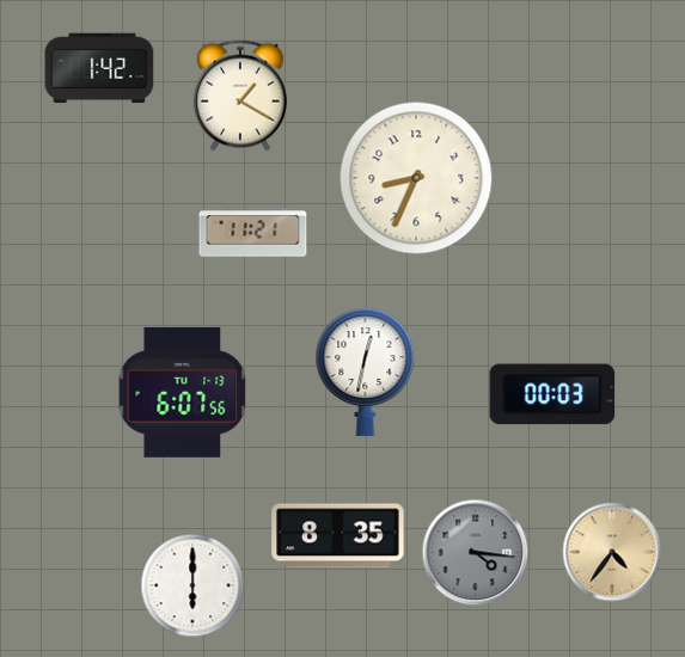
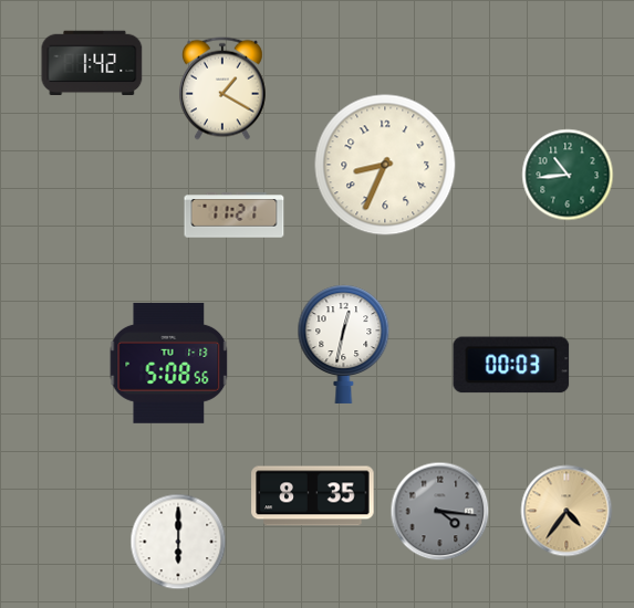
clock at (568, 175): none -> 10:44
clock at (366, 372) position: (366, 372) -> (344, 344)
clock at (183, 392): 6:07 -> 5:08
